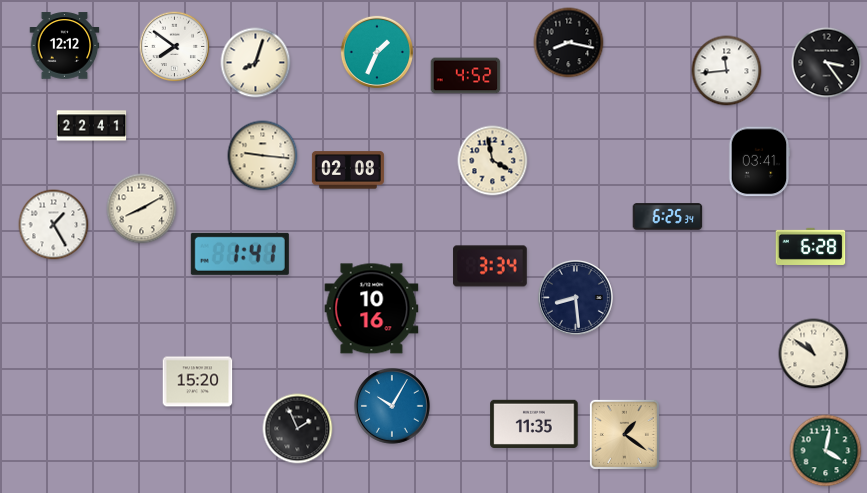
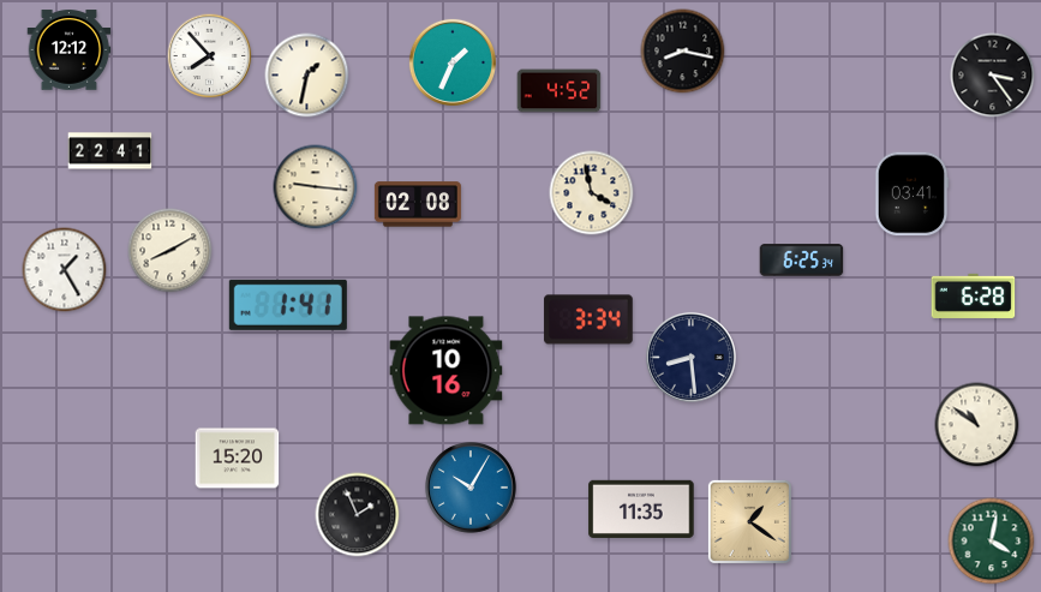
clock at (65, 46) position: (65, 46) -> (70, 50)
clock at (175, 47): 7:51 -> 7:53
clock at (256, 63): 8:03 -> 1:32
clock at (727, 71): 11:44 -> none
